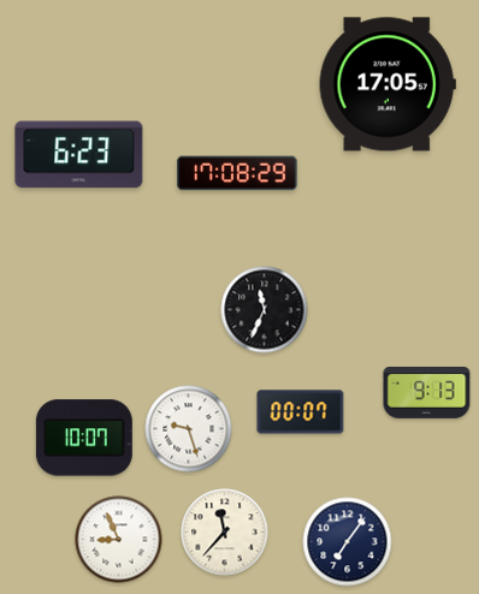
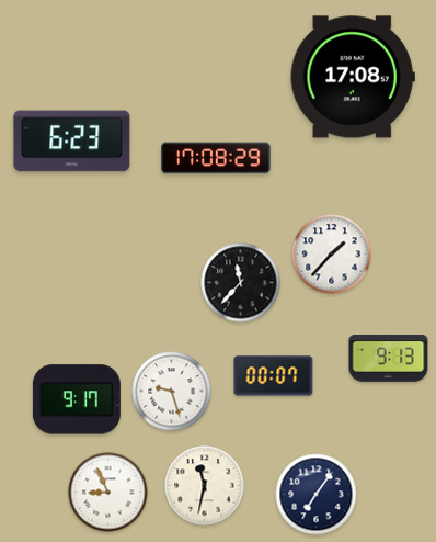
clock at (388, 84): 17:05 -> 17:08
clock at (332, 255): none -> 1:37
clock at (265, 310): 11:34 -> 11:37
clock at (84, 438): 10:07 -> 9:17
clock at (225, 533): 11:37 -> 11:32
